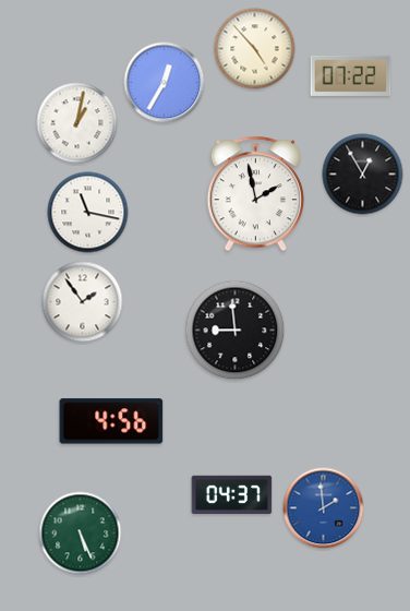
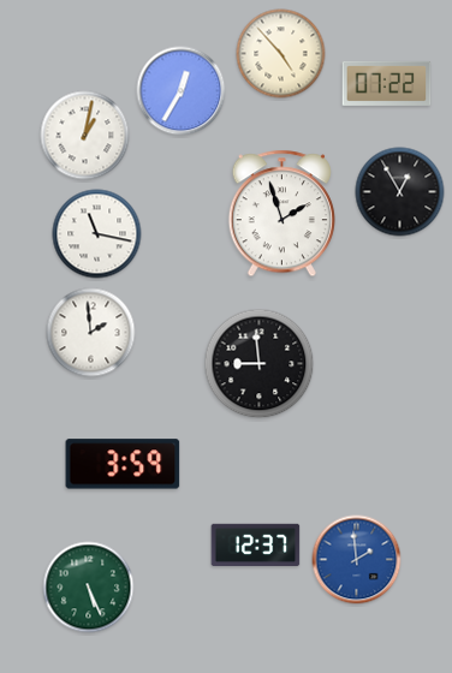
clock at (255, 194): 1:58 -> 1:57
clock at (83, 302): 1:54 -> 1:59
clock at (111, 421): 4:56 -> 3:59
clock at (232, 494): 04:37 -> 12:37
